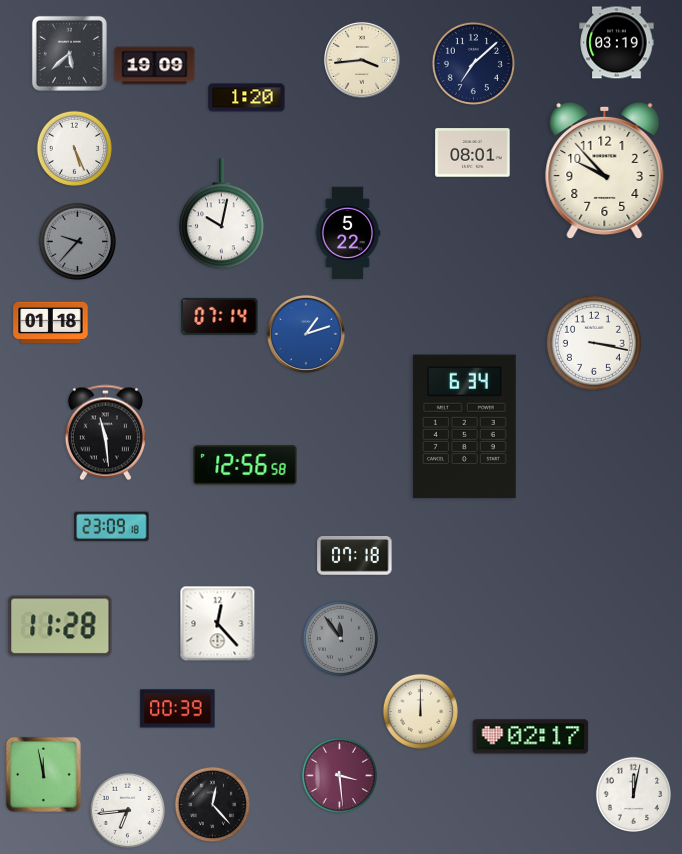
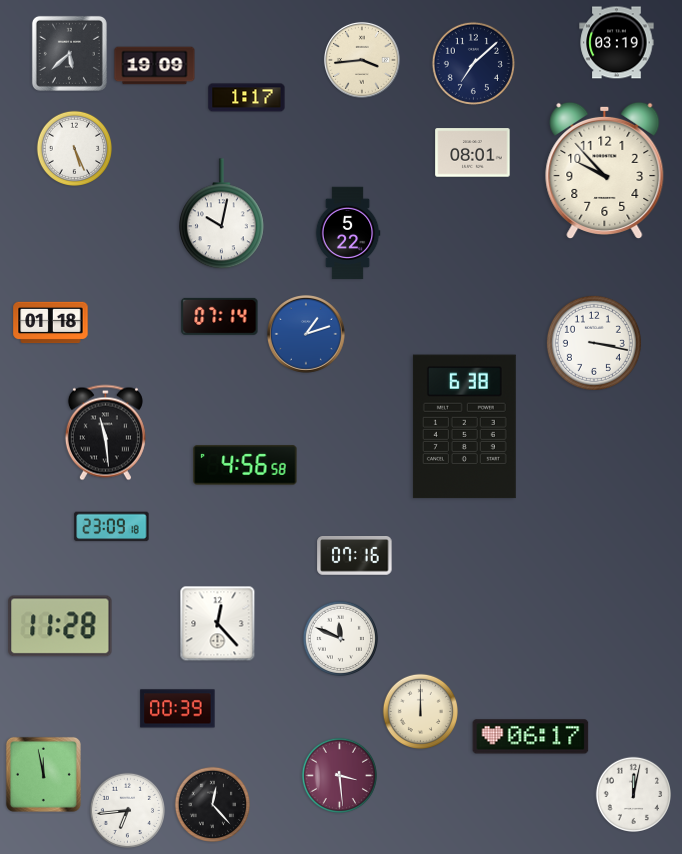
clock at (247, 98): 1:20 -> 1:17
clock at (77, 241): 9:37 -> none
clock at (464, 427): 6:34 -> 6:38
clock at (245, 465): 12:56 -> 4:56
clock at (355, 556): 07:18 -> 07:16
clock at (340, 638): 11:54 -> 11:49
clock at (340, 638) dial: grey -> white
clock at (531, 737): 02:17 -> 06:17
